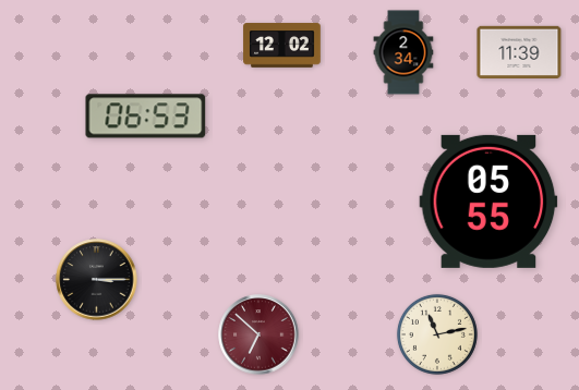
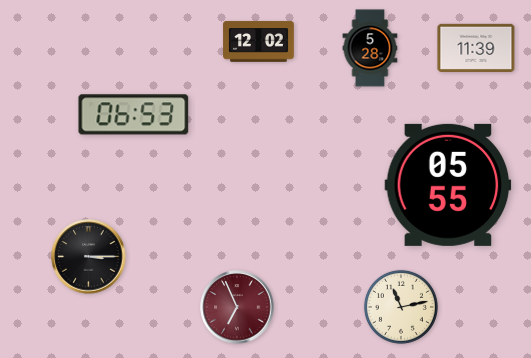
clock at (403, 52): 2:34 -> 5:28
clock at (146, 117) position: (146, 117) -> (134, 115)
clock at (258, 334): 6:52 -> 6:56
